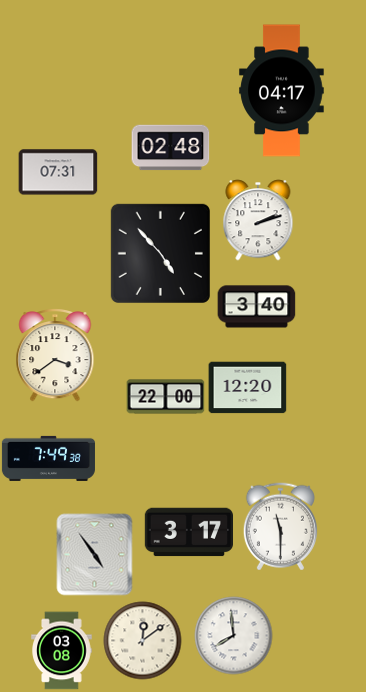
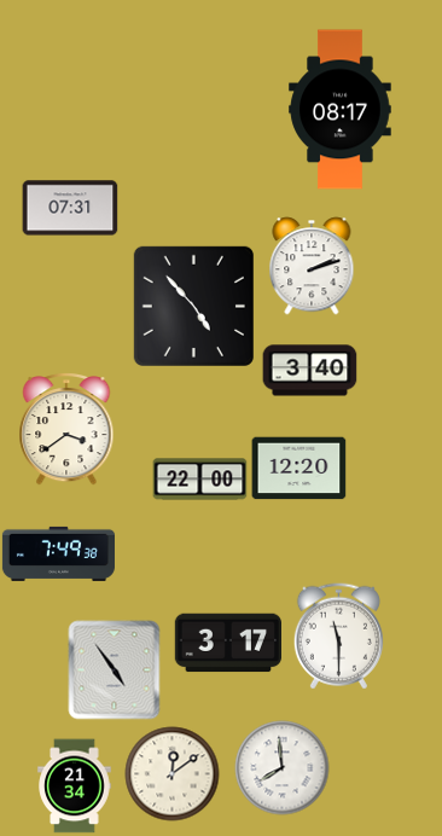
clock at (282, 91): 04:17 -> 08:17
clock at (170, 148): 02:48 -> none
clock at (62, 650): 03:08 -> 21:34
